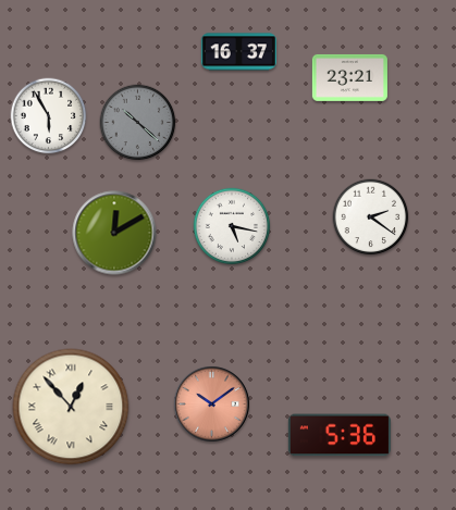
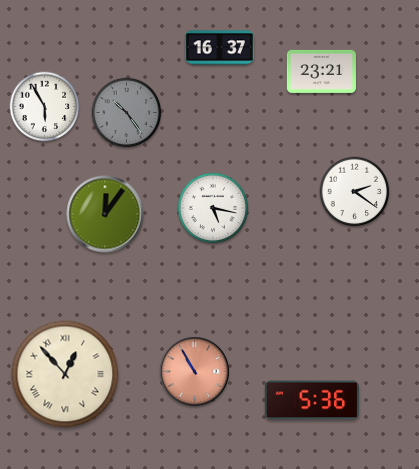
clock at (138, 123): 10:22 -> 10:24
clock at (371, 217) position: (371, 217) -> (355, 192)
clock at (114, 233): 12:10 -> 12:06
clock at (211, 403): 10:09 -> 10:55
